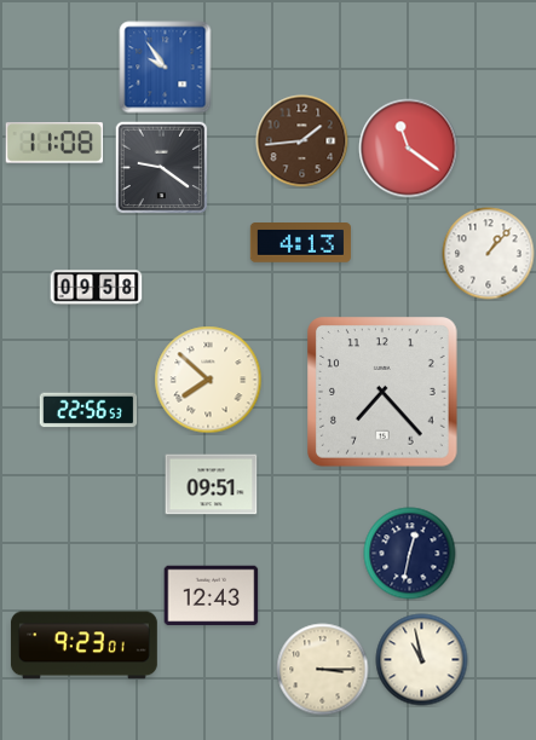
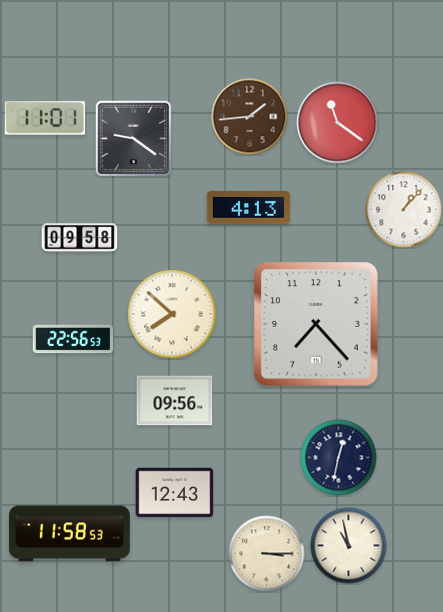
clock at (166, 68): 9:54 -> none
clock at (54, 143): 11:08 -> 11:01
clock at (300, 243) position: (300, 243) -> (248, 208)
clock at (212, 485): 09:51 -> 09:56
clock at (83, 646): 9:23 -> 11:58
